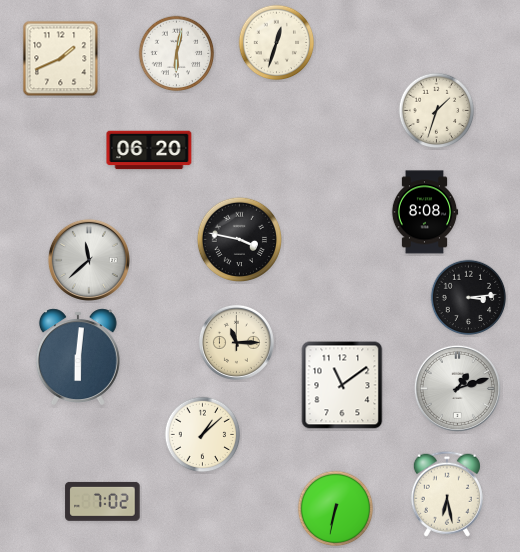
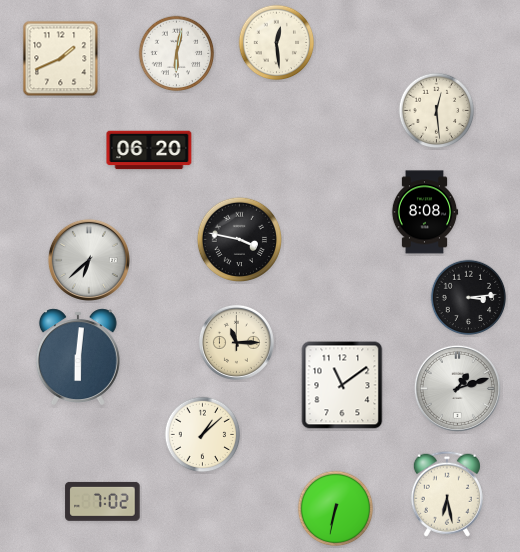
clock at (277, 43): 12:33 -> 12:29
clock at (437, 111): 1:33 -> 12:29
clock at (89, 260): 11:38 -> 6:38
